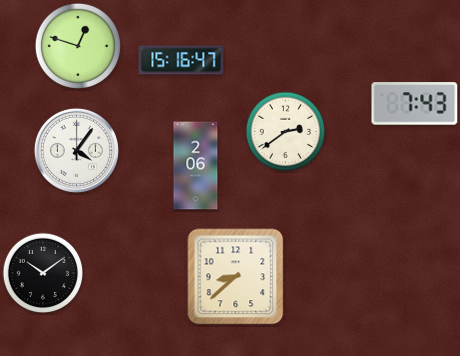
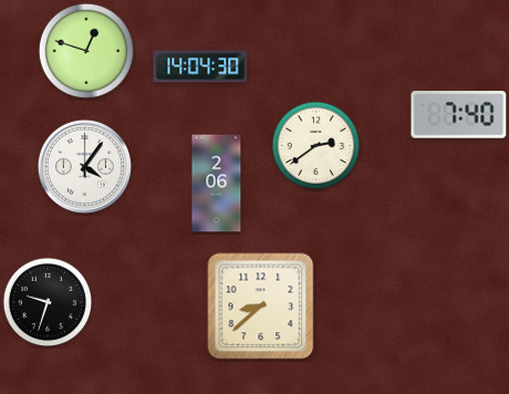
clock at (181, 60): 15:16 -> 14:04
clock at (415, 104): 7:43 -> 7:40
clock at (42, 272): 10:09 -> 9:33
